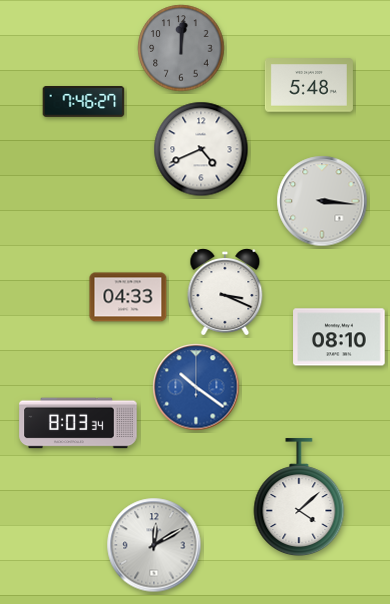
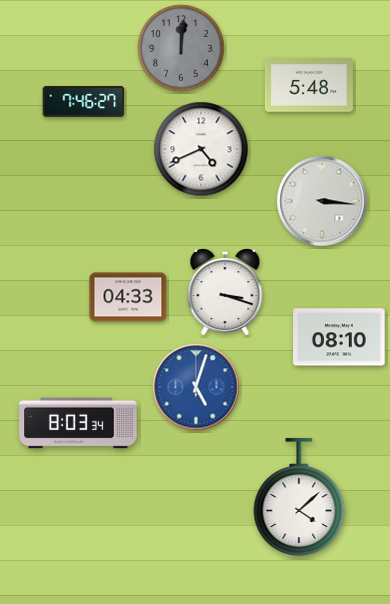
clock at (225, 292): 3:19 -> 3:18
clock at (196, 387): 10:21 -> 5:03
clock at (154, 545): 12:10 -> none
